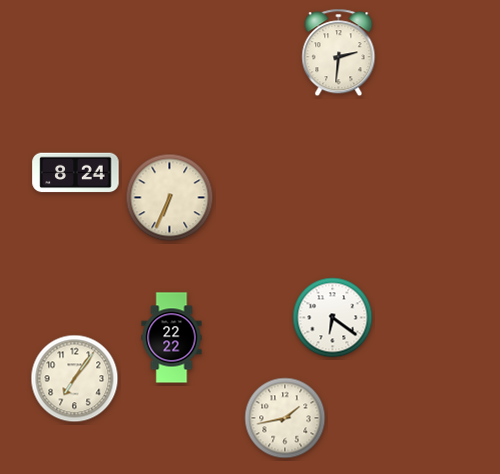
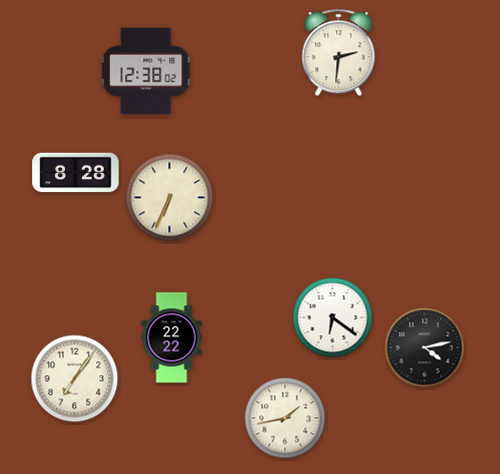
clock at (147, 71): none -> 12:38
clock at (76, 173): 8:24 -> 8:28
clock at (425, 348): none -> 4:13
